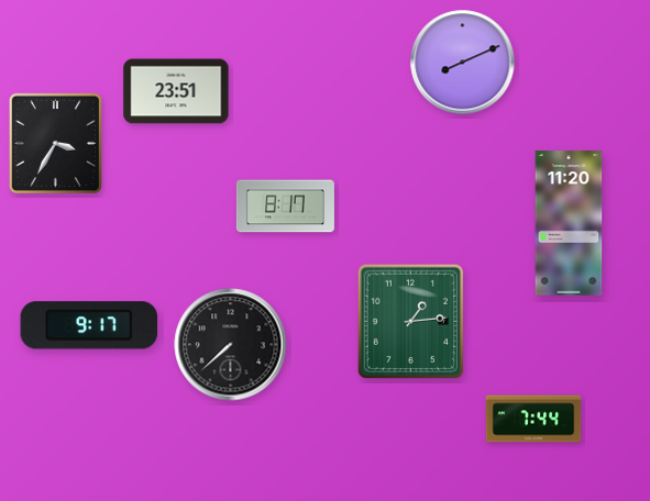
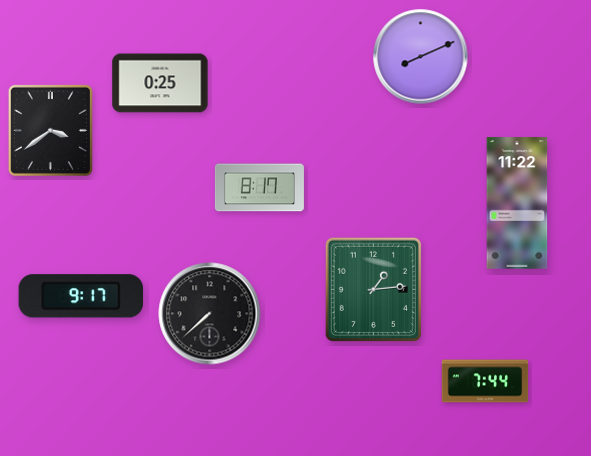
clock at (176, 91): 23:51 -> 0:25
clock at (55, 143): 3:35 -> 3:39
clock at (569, 223): 11:20 -> 11:22
clock at (410, 321) position: (410, 321) -> (373, 289)
